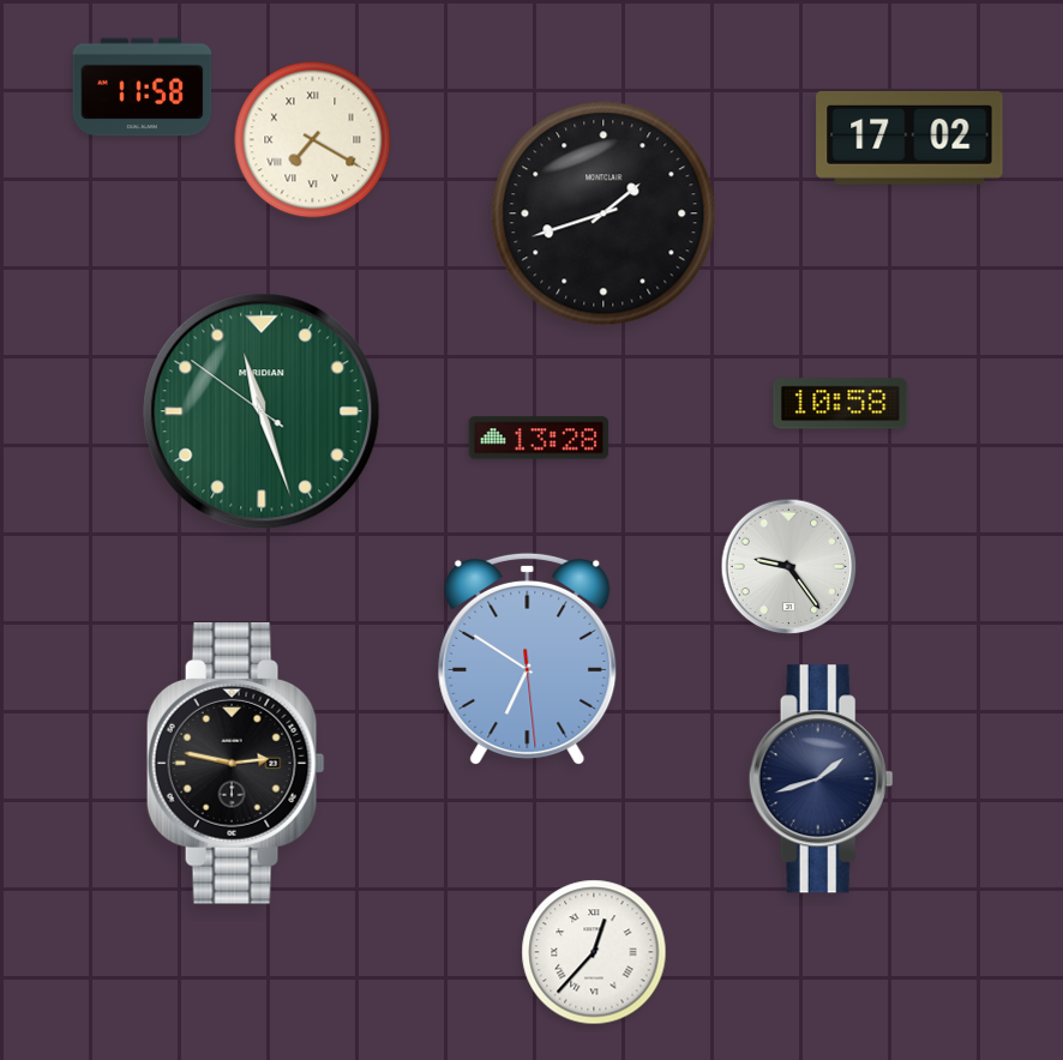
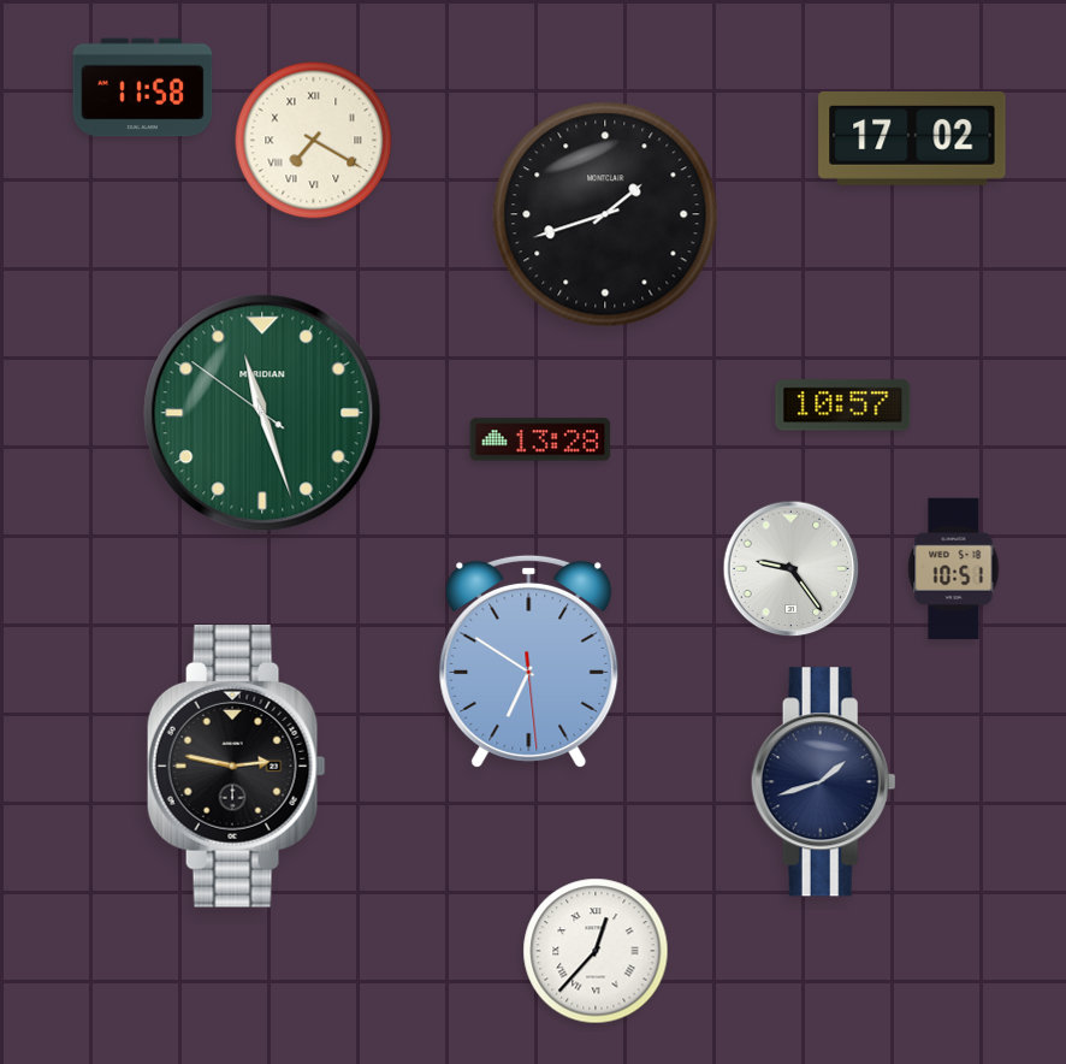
clock at (841, 404): 10:58 -> 10:57
clock at (954, 569): none -> 10:51
clock at (594, 952) position: (594, 952) -> (596, 951)
